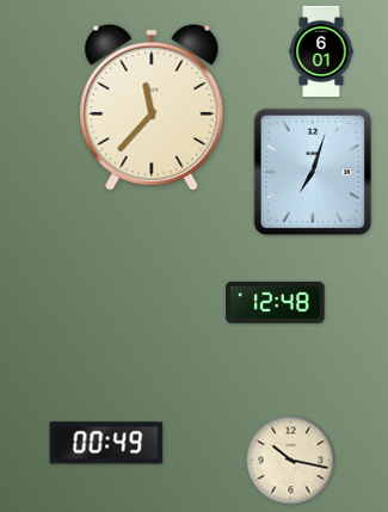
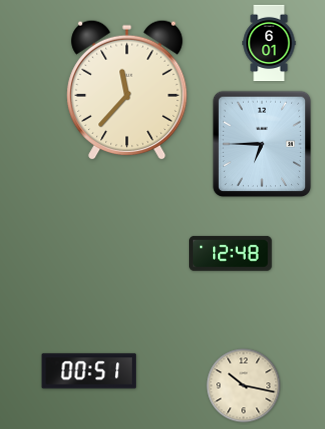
clock at (313, 172): 7:03 -> 6:45
clock at (106, 443): 00:49 -> 00:51
